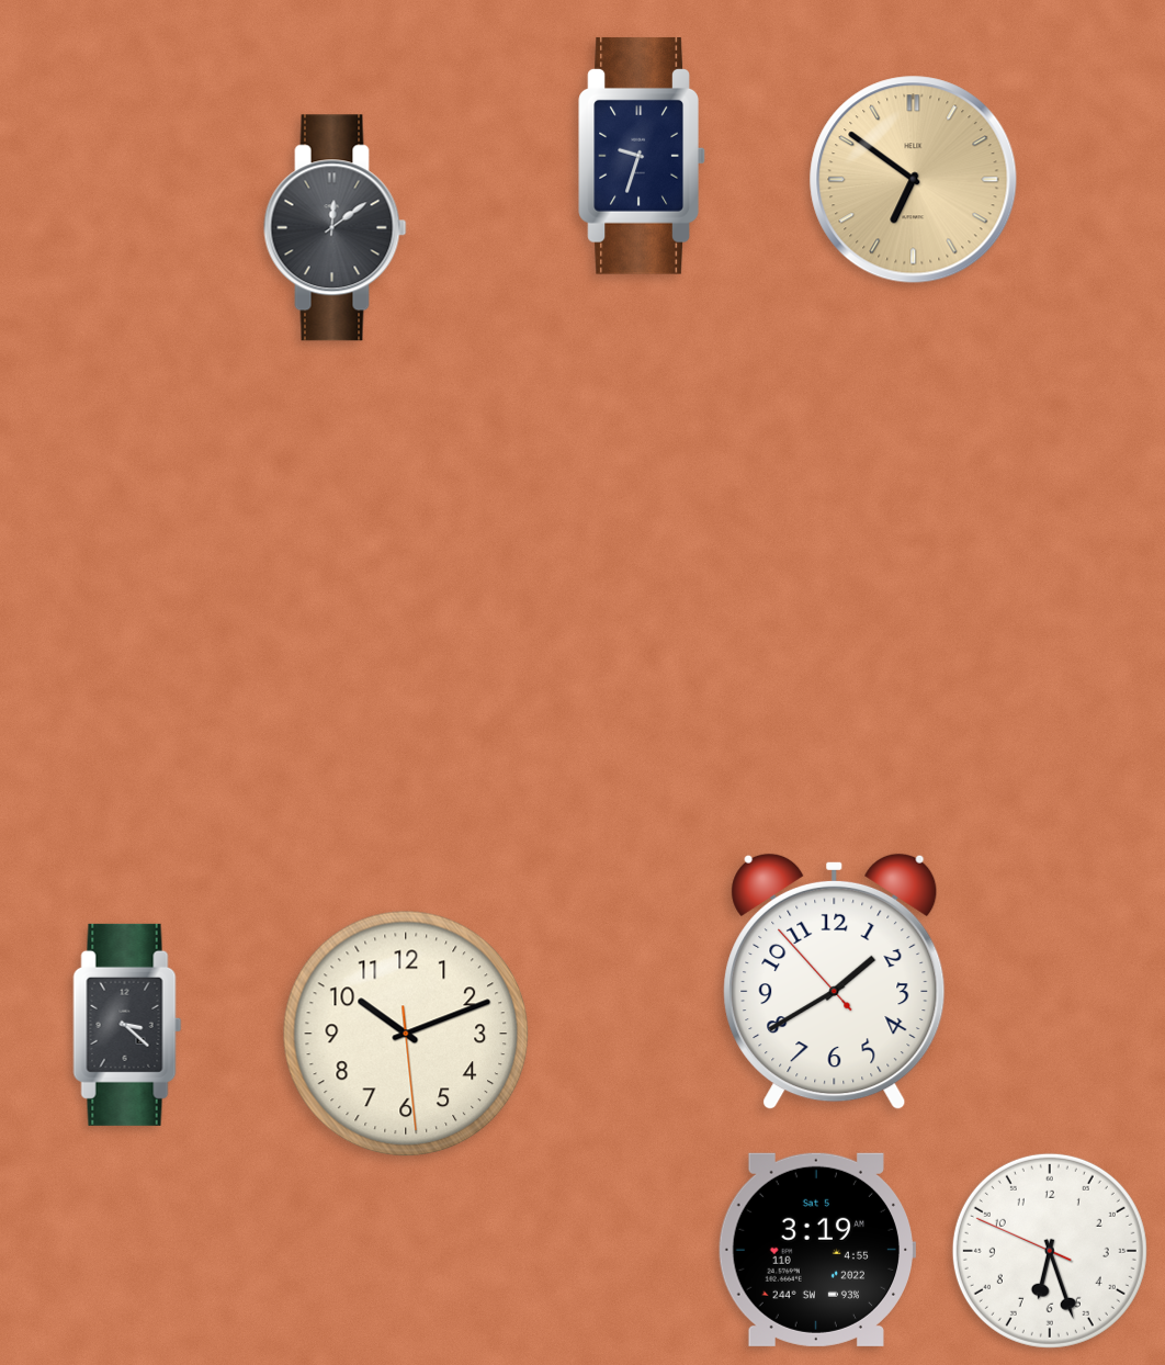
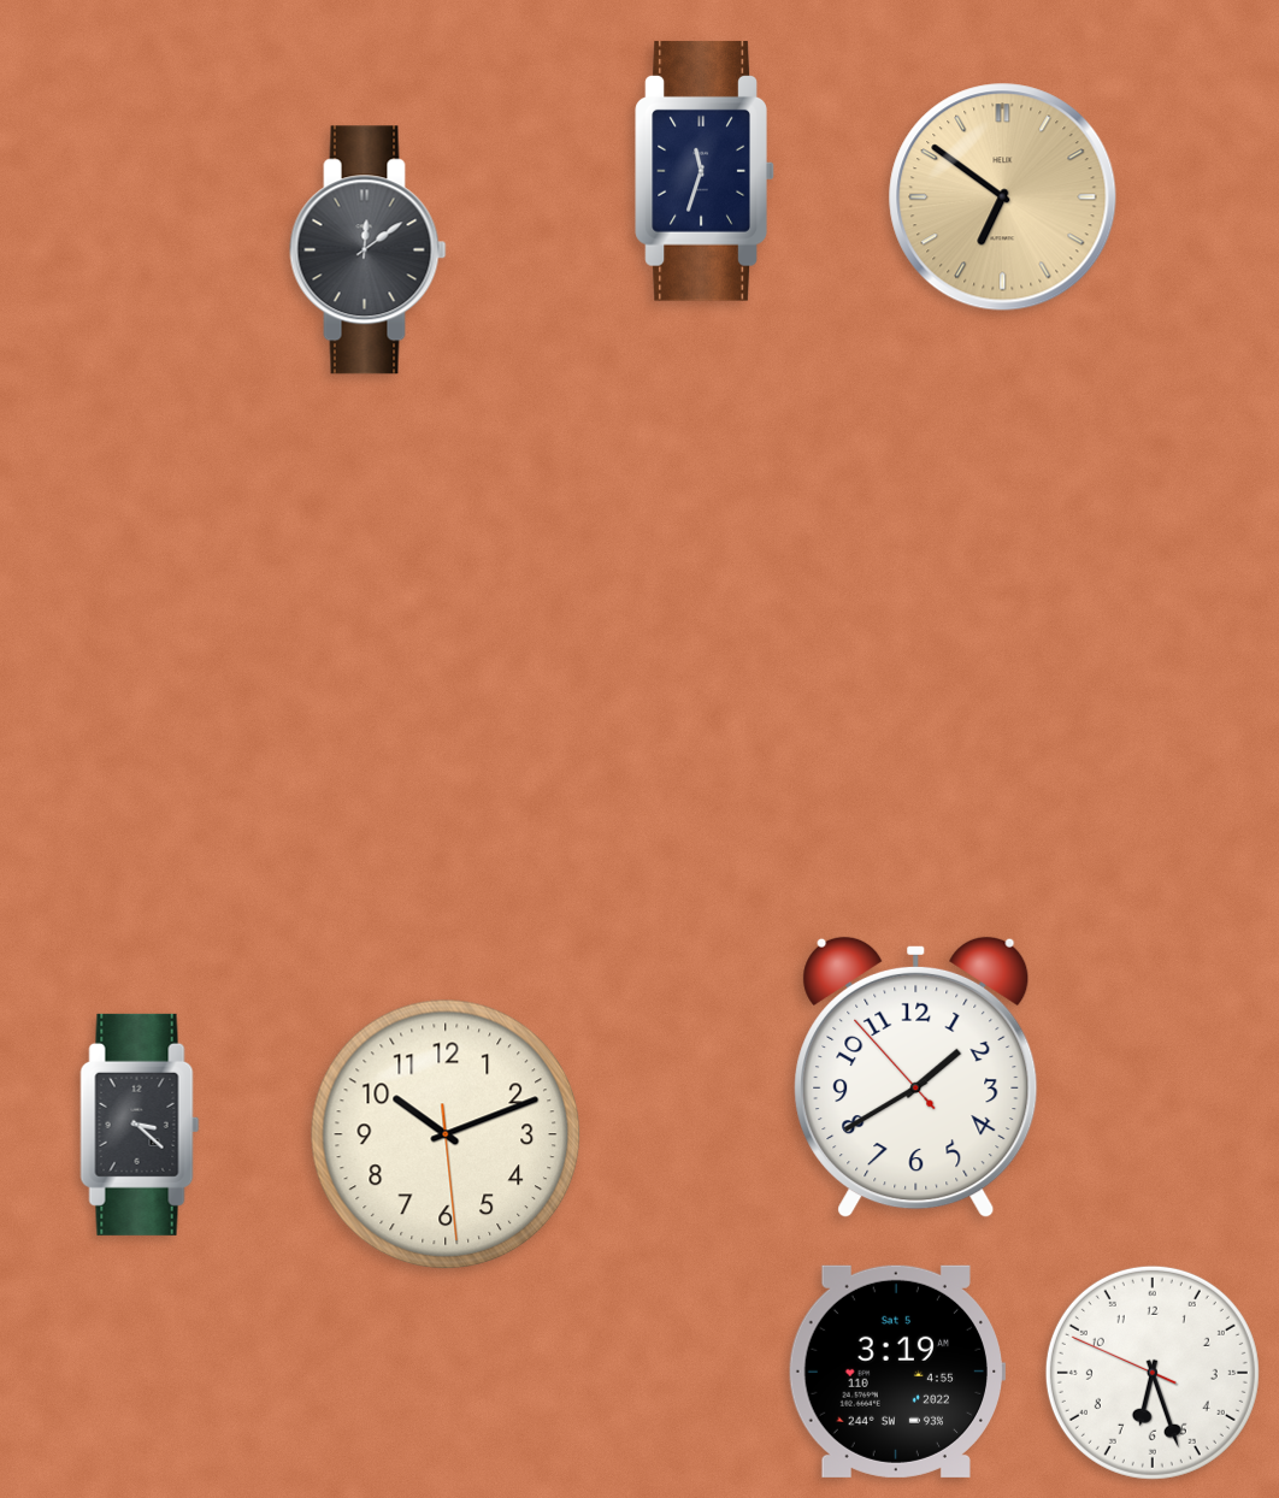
clock at (642, 156): 9:33 -> 11:33
